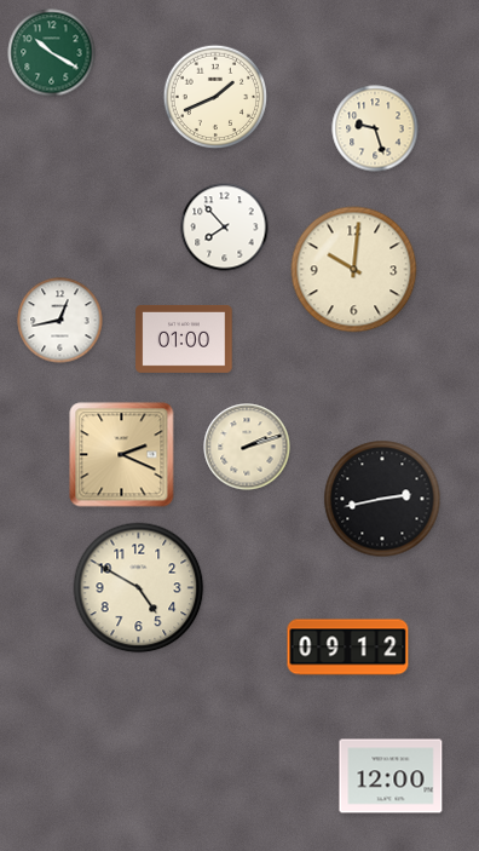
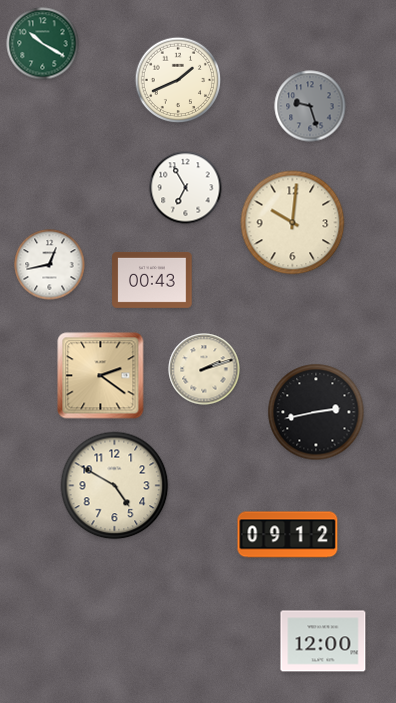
clock at (375, 128) dial: cream -> grey
clock at (225, 228): 7:53 -> 6:55
clock at (184, 339): 01:00 -> 00:43
clock at (122, 455): 2:19 -> 2:21
